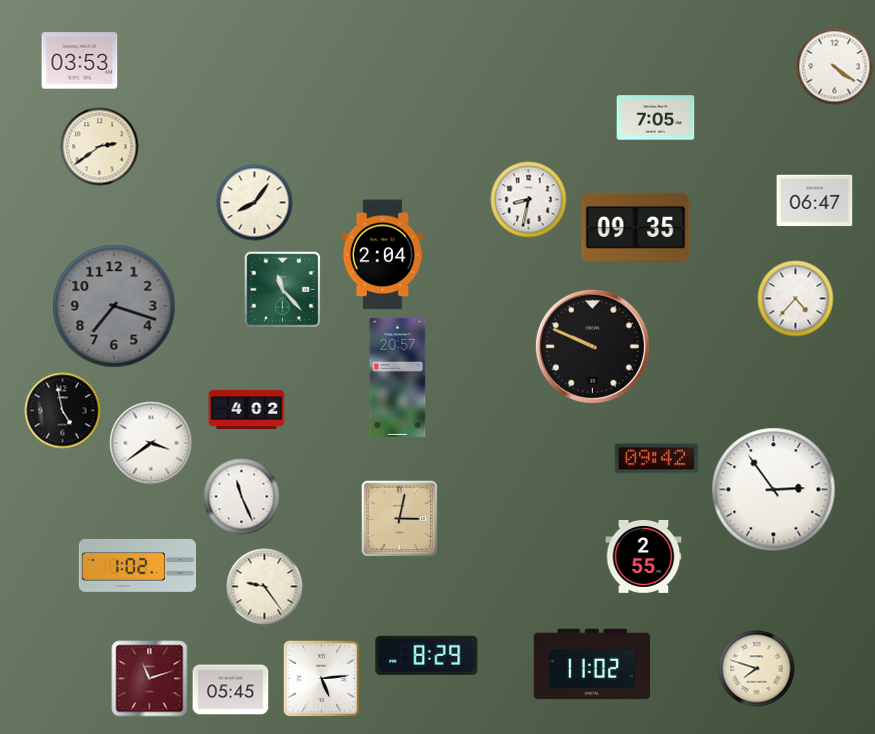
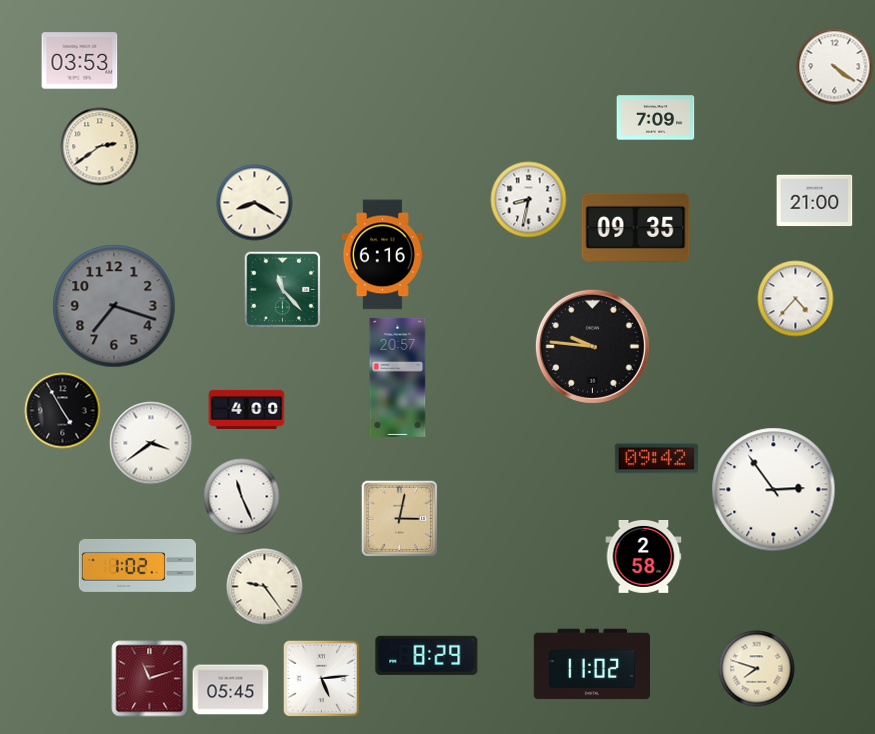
clock at (656, 118): 7:05 -> 7:09
clock at (815, 201): 06:47 -> 21:00
clock at (255, 203): 8:06 -> 8:20
clock at (382, 255): 2:04 -> 6:16
clock at (592, 346): 9:49 -> 9:46
clock at (247, 409): 4:02 -> 4:00
clock at (63, 411): 4:58 -> 4:55
clock at (644, 557): 2:55 -> 2:58
